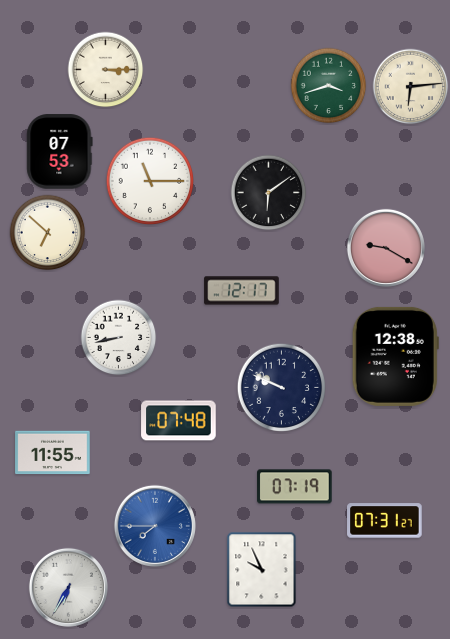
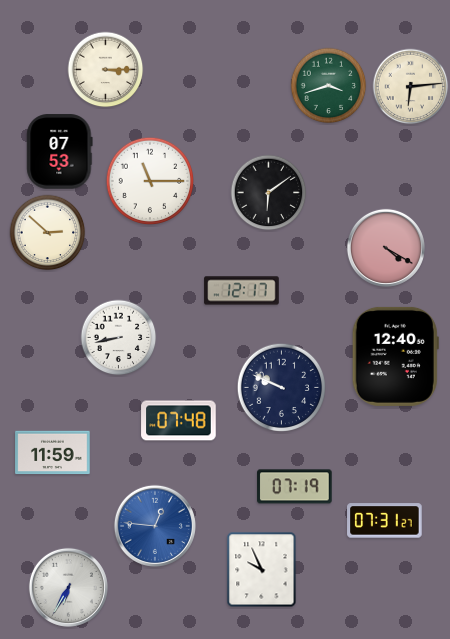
clock at (48, 233): 6:52 -> 2:52
clock at (386, 248): 9:20 -> 4:20
clock at (395, 356): 12:38 -> 12:40
clock at (53, 453): 11:55 -> 11:59
clock at (155, 526): 7:45 -> 12:46
